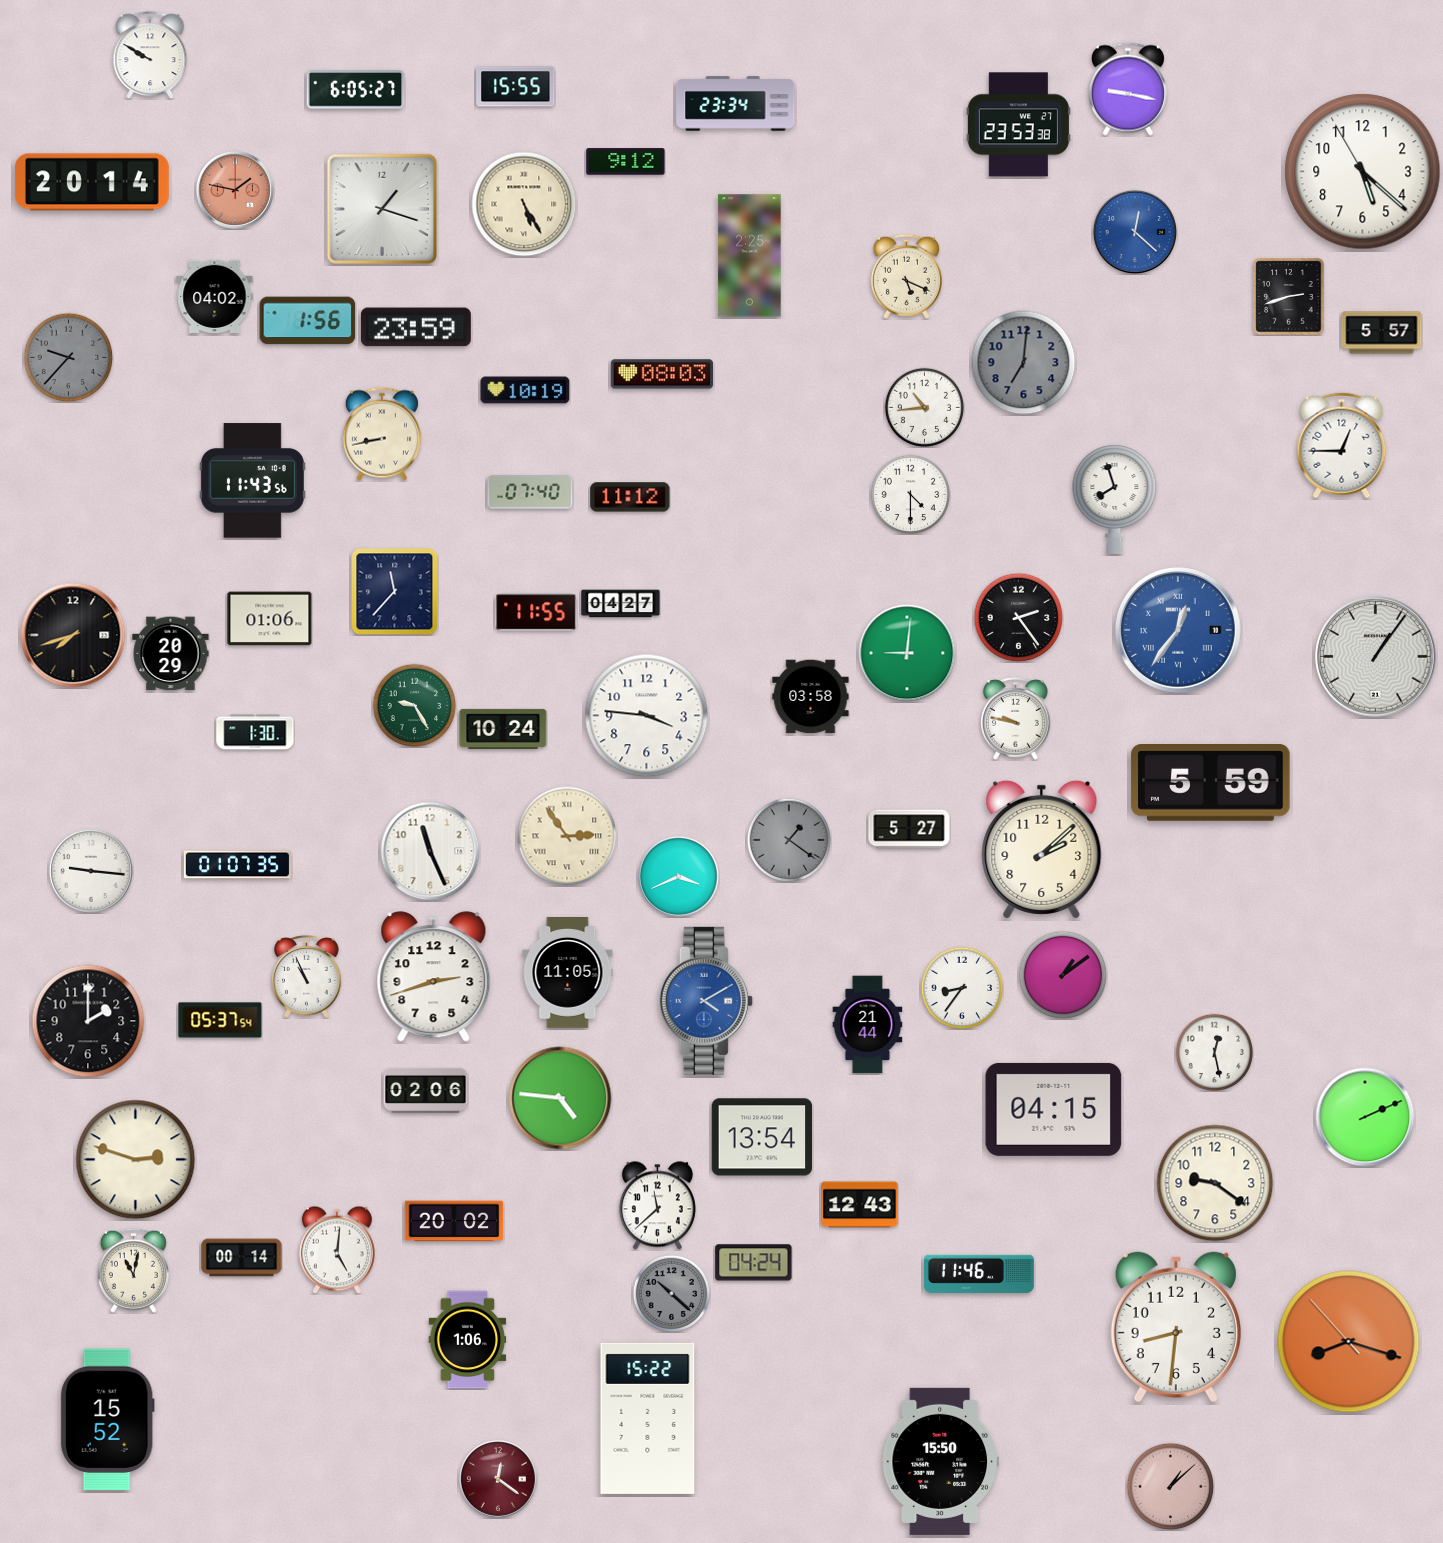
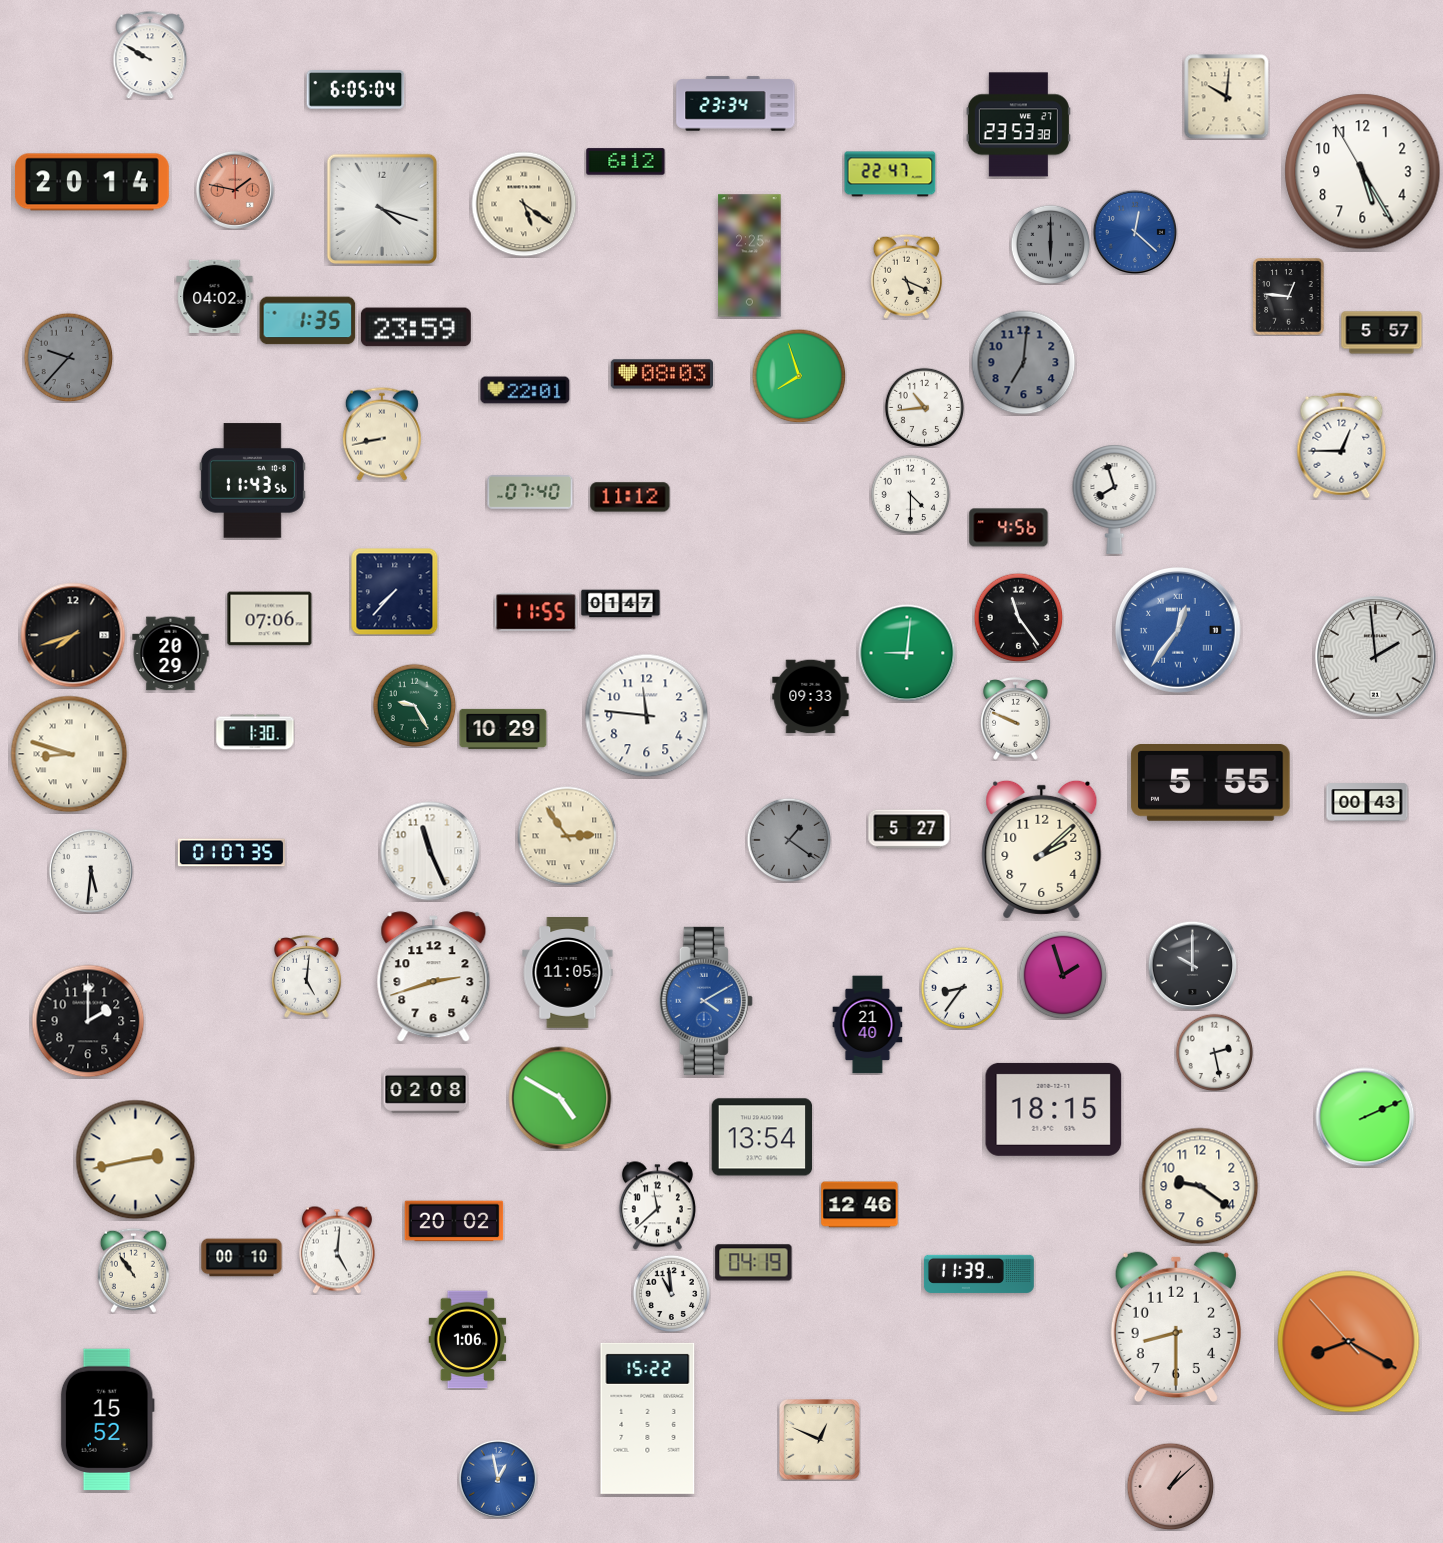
clock at (516, 87): 15:55 -> none
clock at (1128, 89): 9:17 -> none
clock at (356, 90): 6:05:27 -> 6:05:04
clock at (1227, 97): none -> 10:01
clock at (626, 162): 9:12 -> 6:12
clock at (1363, 172): 5:21 -> 5:24
clock at (890, 174): none -> 22:47
clock at (524, 204): 5:25 -> 5:21
clock at (381, 208): 1:18 -> 4:18
clock at (1050, 244): none -> 6:00
clock at (1289, 297): 2:42 -> 12:46
clock at (308, 321): 1:56 -> 1:35
clock at (799, 376): none -> 7:57
clock at (525, 390): 10:19 -> 22:01
clock at (1009, 528): none -> 4:56
clock at (395, 592): 11:37 -> 7:37
clock at (621, 604): 04:27 -> 01:47
clock at (1018, 617): 2:24 -> 11:24
clock at (270, 619): 01:06 -> 07:06
clock at (1376, 657): 1:06 -> 1:59
clock at (811, 697): 03:58 -> 09:33
clock at (647, 716): 3:46 -> 11:46
clock at (1016, 719): 9:47 -> 9:49
clock at (503, 729): 10:24 -> 10:29
clock at (69, 754): none -> 8:48
clock at (1211, 783): 5:59 -> 5:55
clock at (1367, 802): none -> 00:43
clock at (237, 865) position: (237, 865) -> (231, 853)
clock at (91, 871): 9:16 -> 5:31
clock at (678, 876): 3:41 -> none
clock at (1192, 965): none -> 10:00
clock at (1063, 975): 1:09 -> 1:57
clock at (307, 977): 10:56 -> 5:01
clock at (220, 1020): 05:37 -> none
clock at (868, 1025): 21:44 -> 21:40
clock at (1214, 1052): 12:28 -> 2:28
clock at (426, 1090): 02:06 -> 02:08
clock at (560, 1098): 4:46 -> 4:50
clock at (1054, 1109): 04:15 -> 18:15
clock at (136, 1160): 2:48 -> 2:43
clock at (1215, 1183) position: (1215, 1183) -> (1200, 1186)
clock at (860, 1205): 12:43 -> 12:46
clock at (242, 1258): 00:14 -> 00:10
clock at (754, 1263): 04:24 -> 04:19
clock at (133, 1270): 11:02 -> 10:54
clock at (979, 1274): 11:46 -> 11:39
clock at (671, 1293): 10:22 -> 10:59
clock at (671, 1293) dial: grey -> white
clock at (1176, 1327): 8:31 -> 8:30
clock at (1349, 1342): 8:17 -> 8:19
clock at (820, 1440): none -> 12:49
clock at (940, 1461): 15:50 -> none
clock at (498, 1479): 12:21 -> 12:58
clock at (498, 1479) dial: burgundy -> blue
